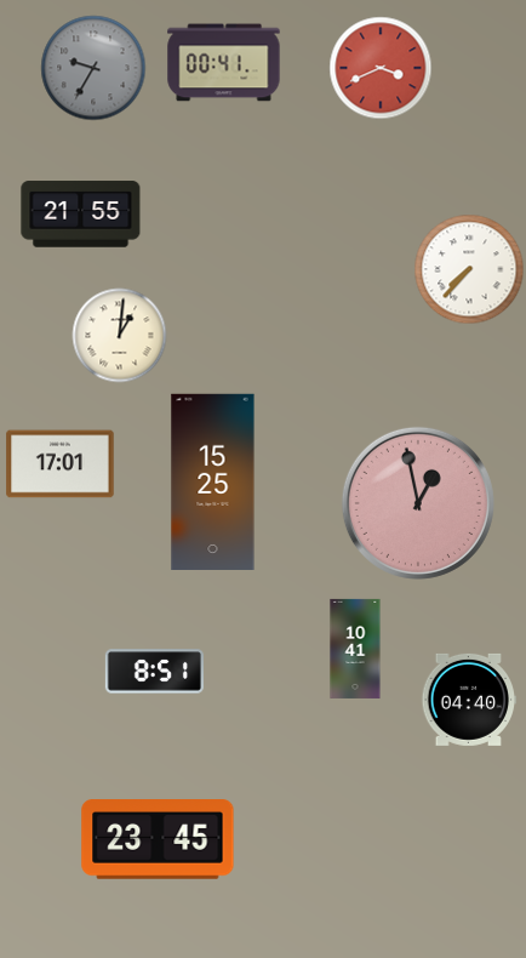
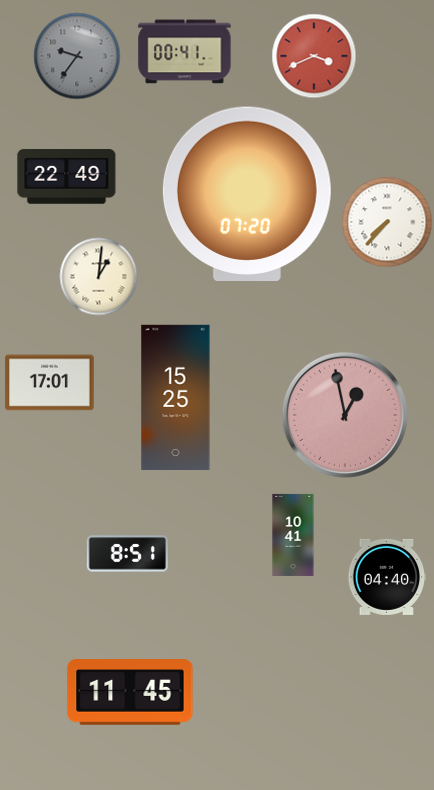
clock at (93, 68): 9:35 -> 9:36
clock at (81, 215): 21:55 -> 22:49
clock at (247, 193): none -> 07:20
clock at (158, 839): 23:45 -> 11:45
